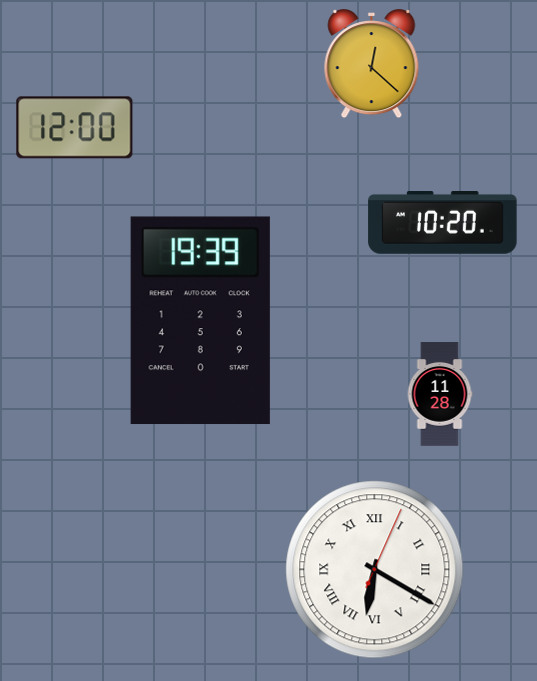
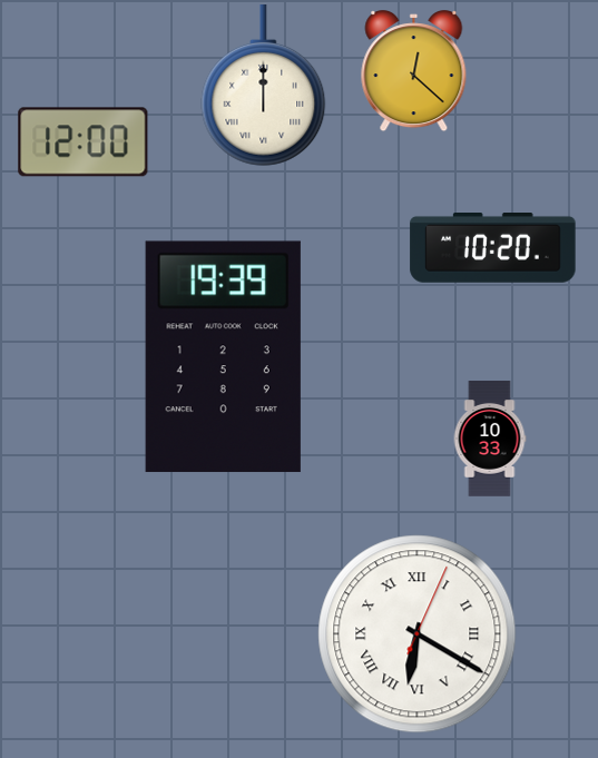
clock at (264, 86): none -> 12:00
clock at (440, 394): 11:28 -> 10:33
